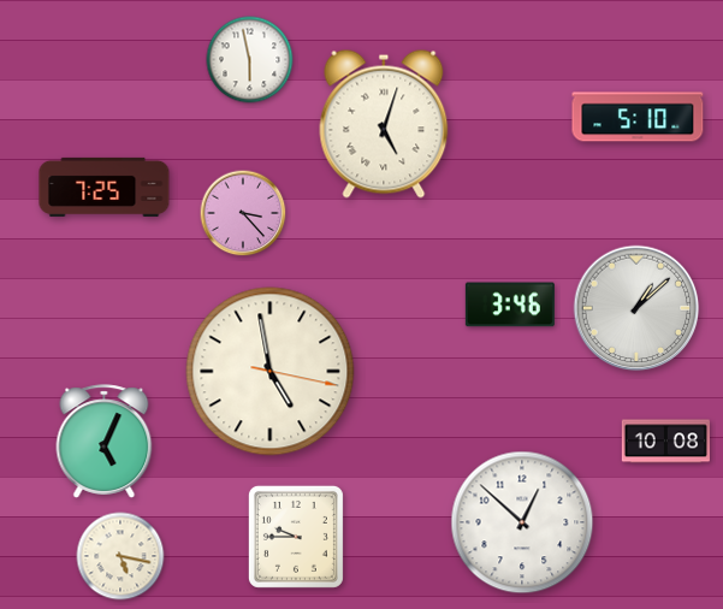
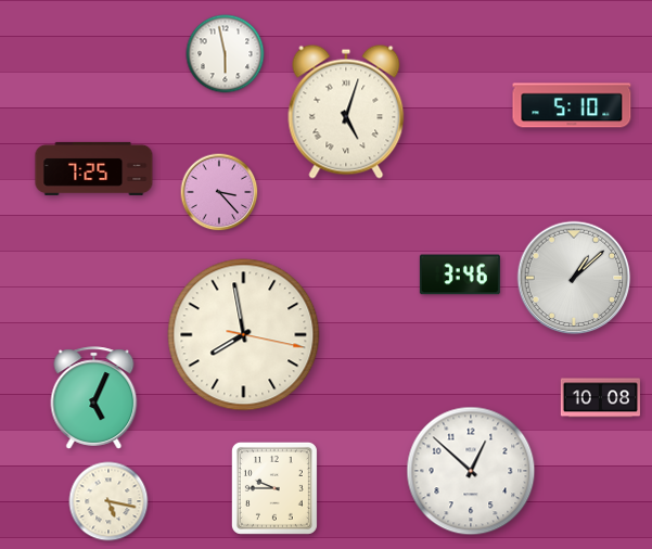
clock at (638, 117) position: (638, 117) -> (572, 105)
clock at (271, 372): 4:58 -> 7:58
clock at (296, 537) position: (296, 537) -> (274, 488)
